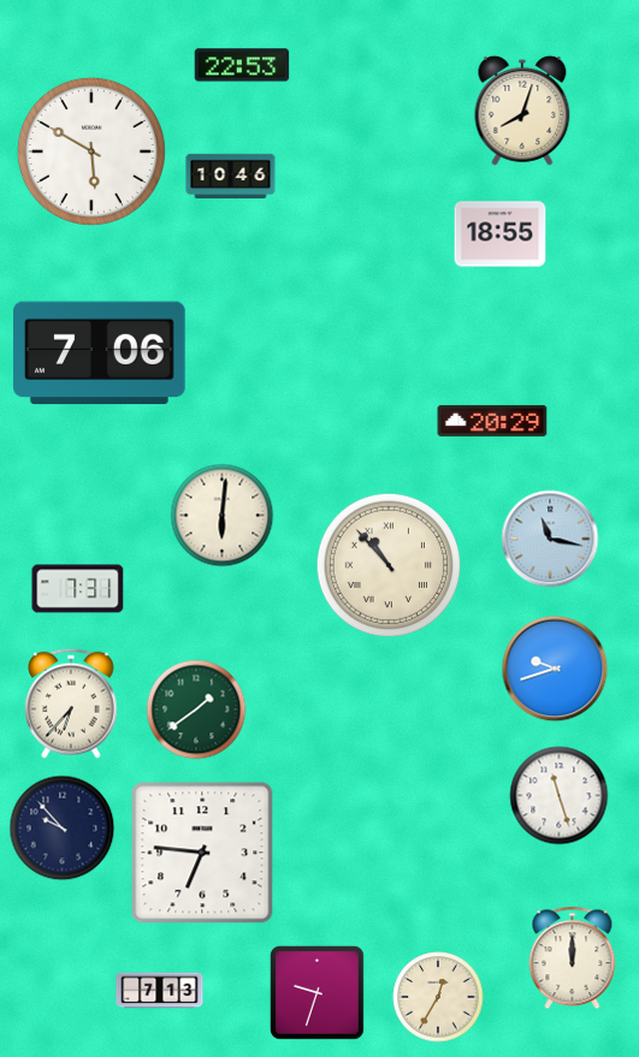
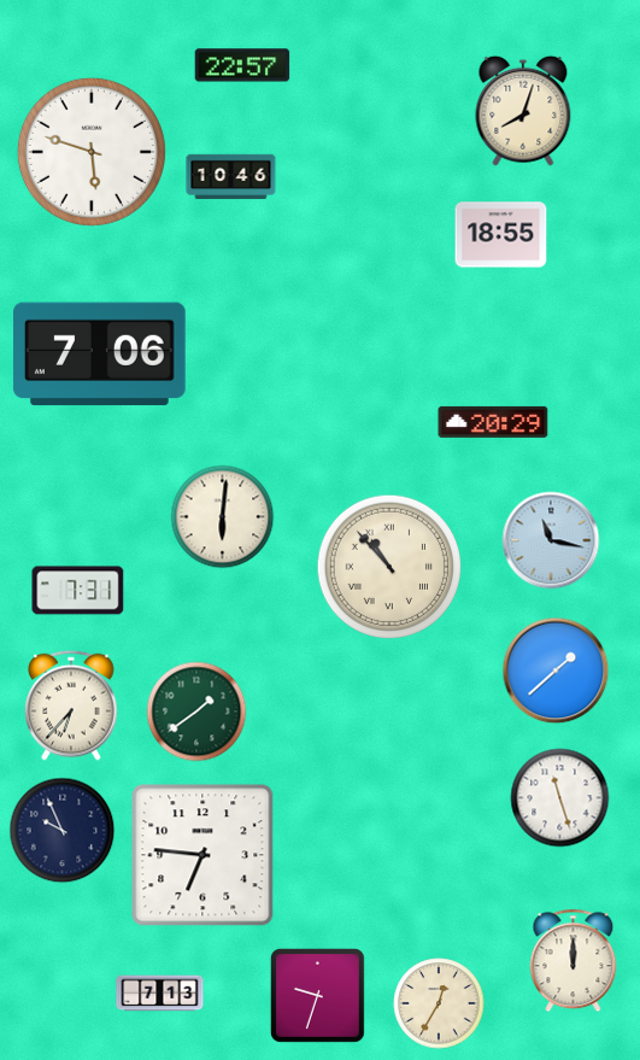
clock at (242, 65): 22:53 -> 22:57
clock at (91, 152): 5:50 -> 5:48
clock at (555, 669): 9:42 -> 1:38
clock at (63, 829): 9:53 -> 9:56
clock at (438, 997) position: (438, 997) -> (439, 1003)
